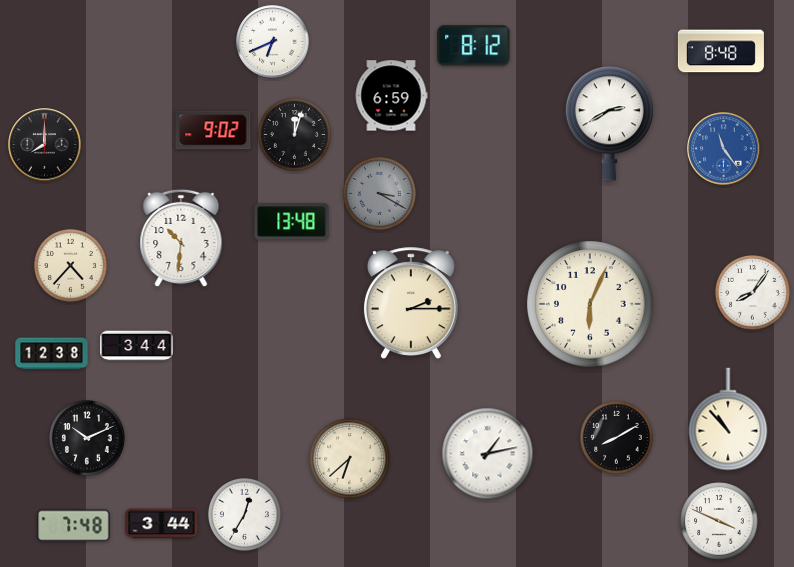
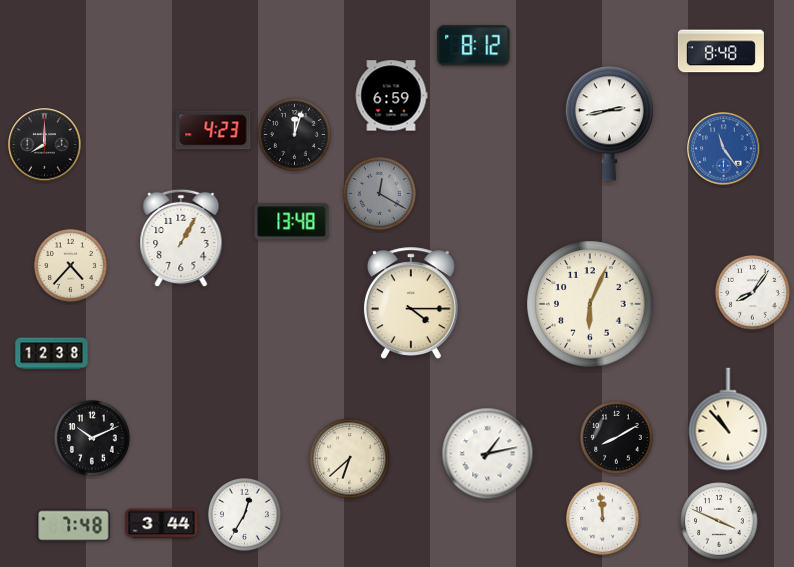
clock at (273, 42): 6:41 -> none
clock at (609, 124): 2:40 -> 2:43
clock at (213, 130): 9:02 -> 4:23
clock at (379, 193): 3:20 -> 12:20
clock at (181, 238): 10:31 -> 1:05
clock at (411, 303): 2:15 -> 4:15
clock at (137, 346): 3:44 -> none
clock at (88, 438) position: (88, 438) -> (93, 438)
clock at (602, 518): none -> 11:59
